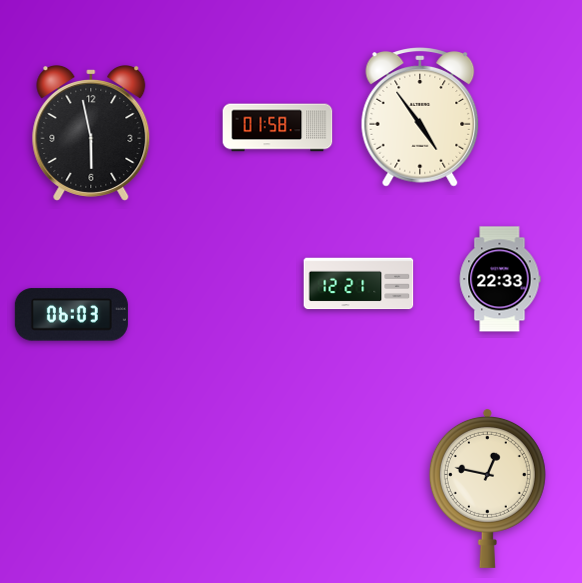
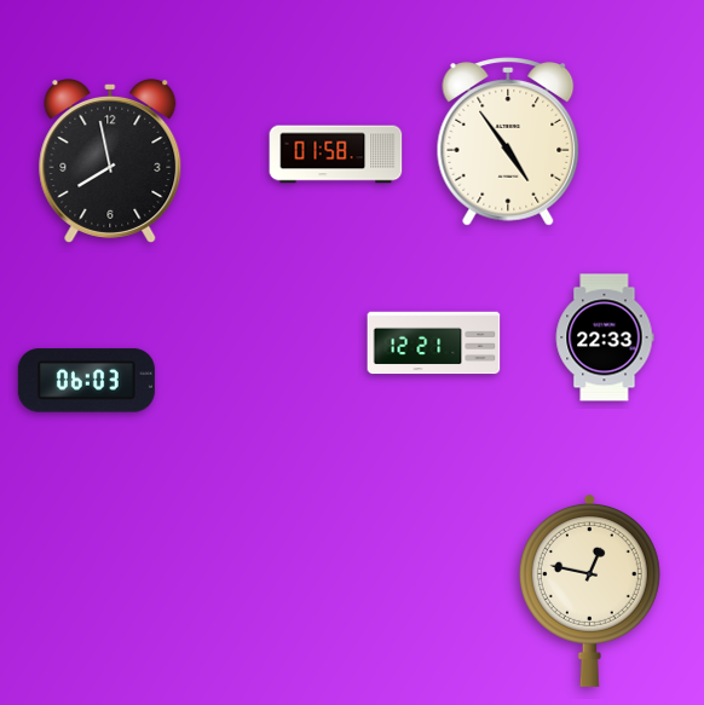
clock at (91, 134): 5:58 -> 7:58
